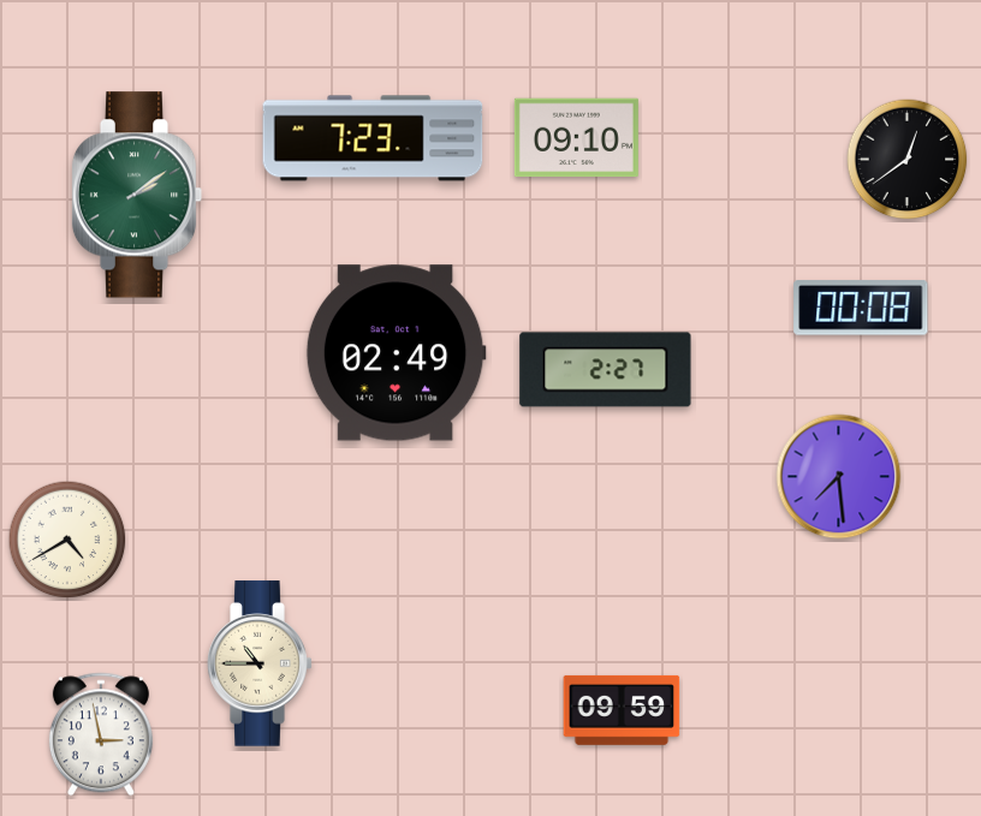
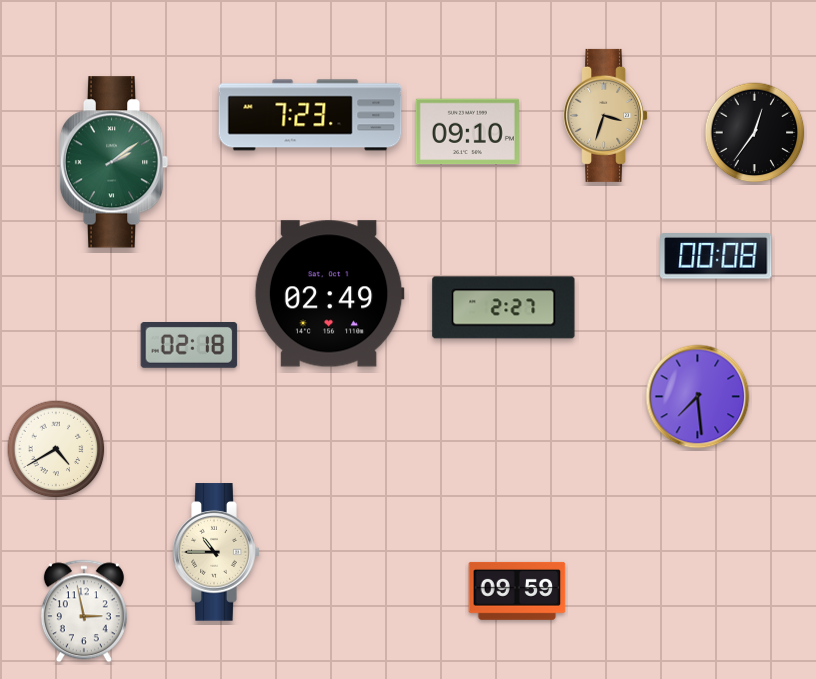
clock at (576, 138) position: (576, 138) -> (467, 132)
clock at (606, 115): none -> 3:33
clock at (908, 160): 12:39 -> 12:36
clock at (189, 346): none -> 02:18
